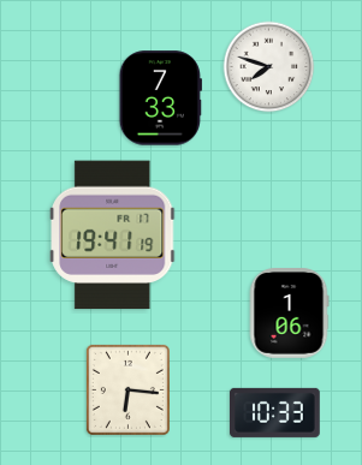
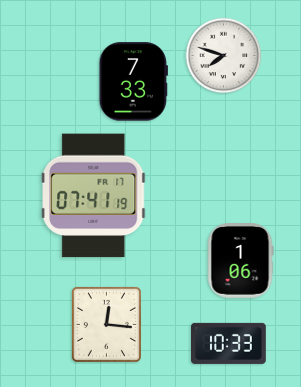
clock at (113, 236): 19:41 -> 07:41
clock at (127, 389): 6:16 -> 12:16
